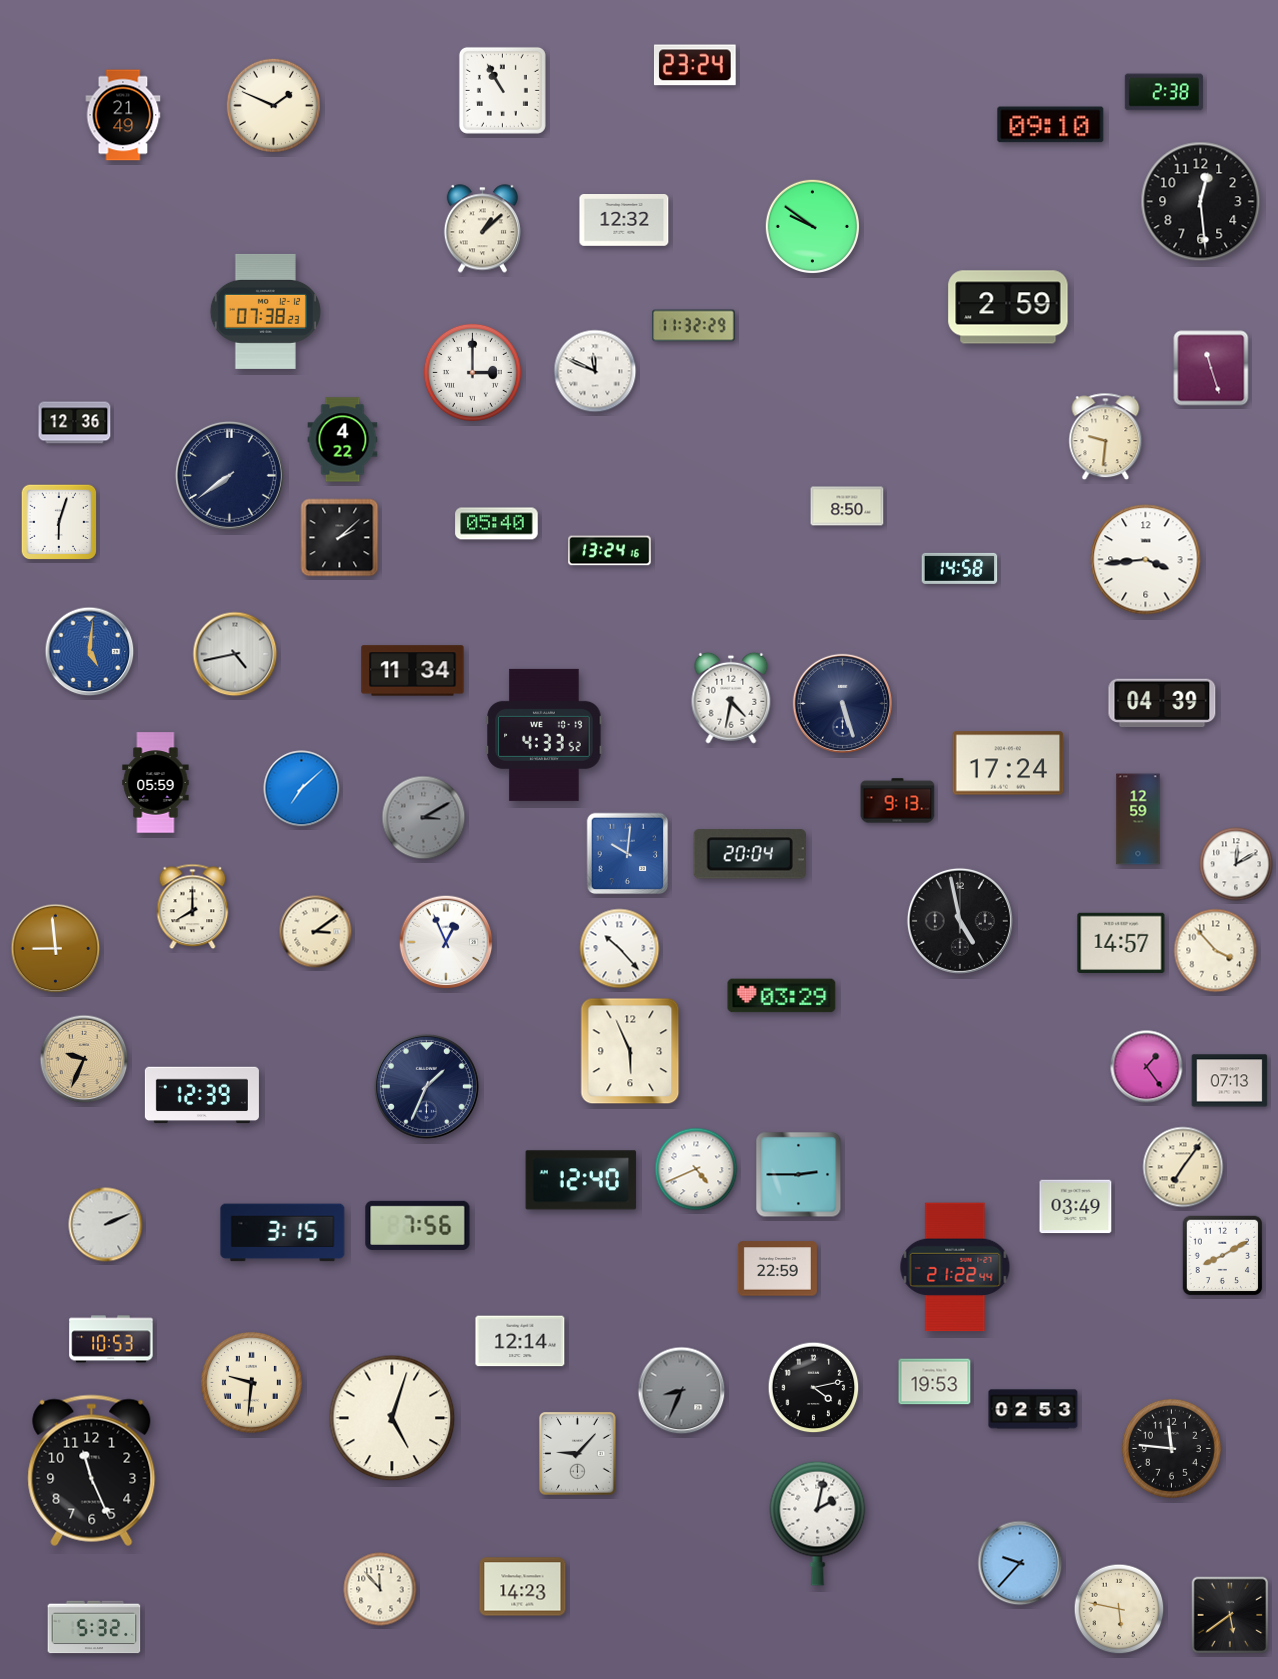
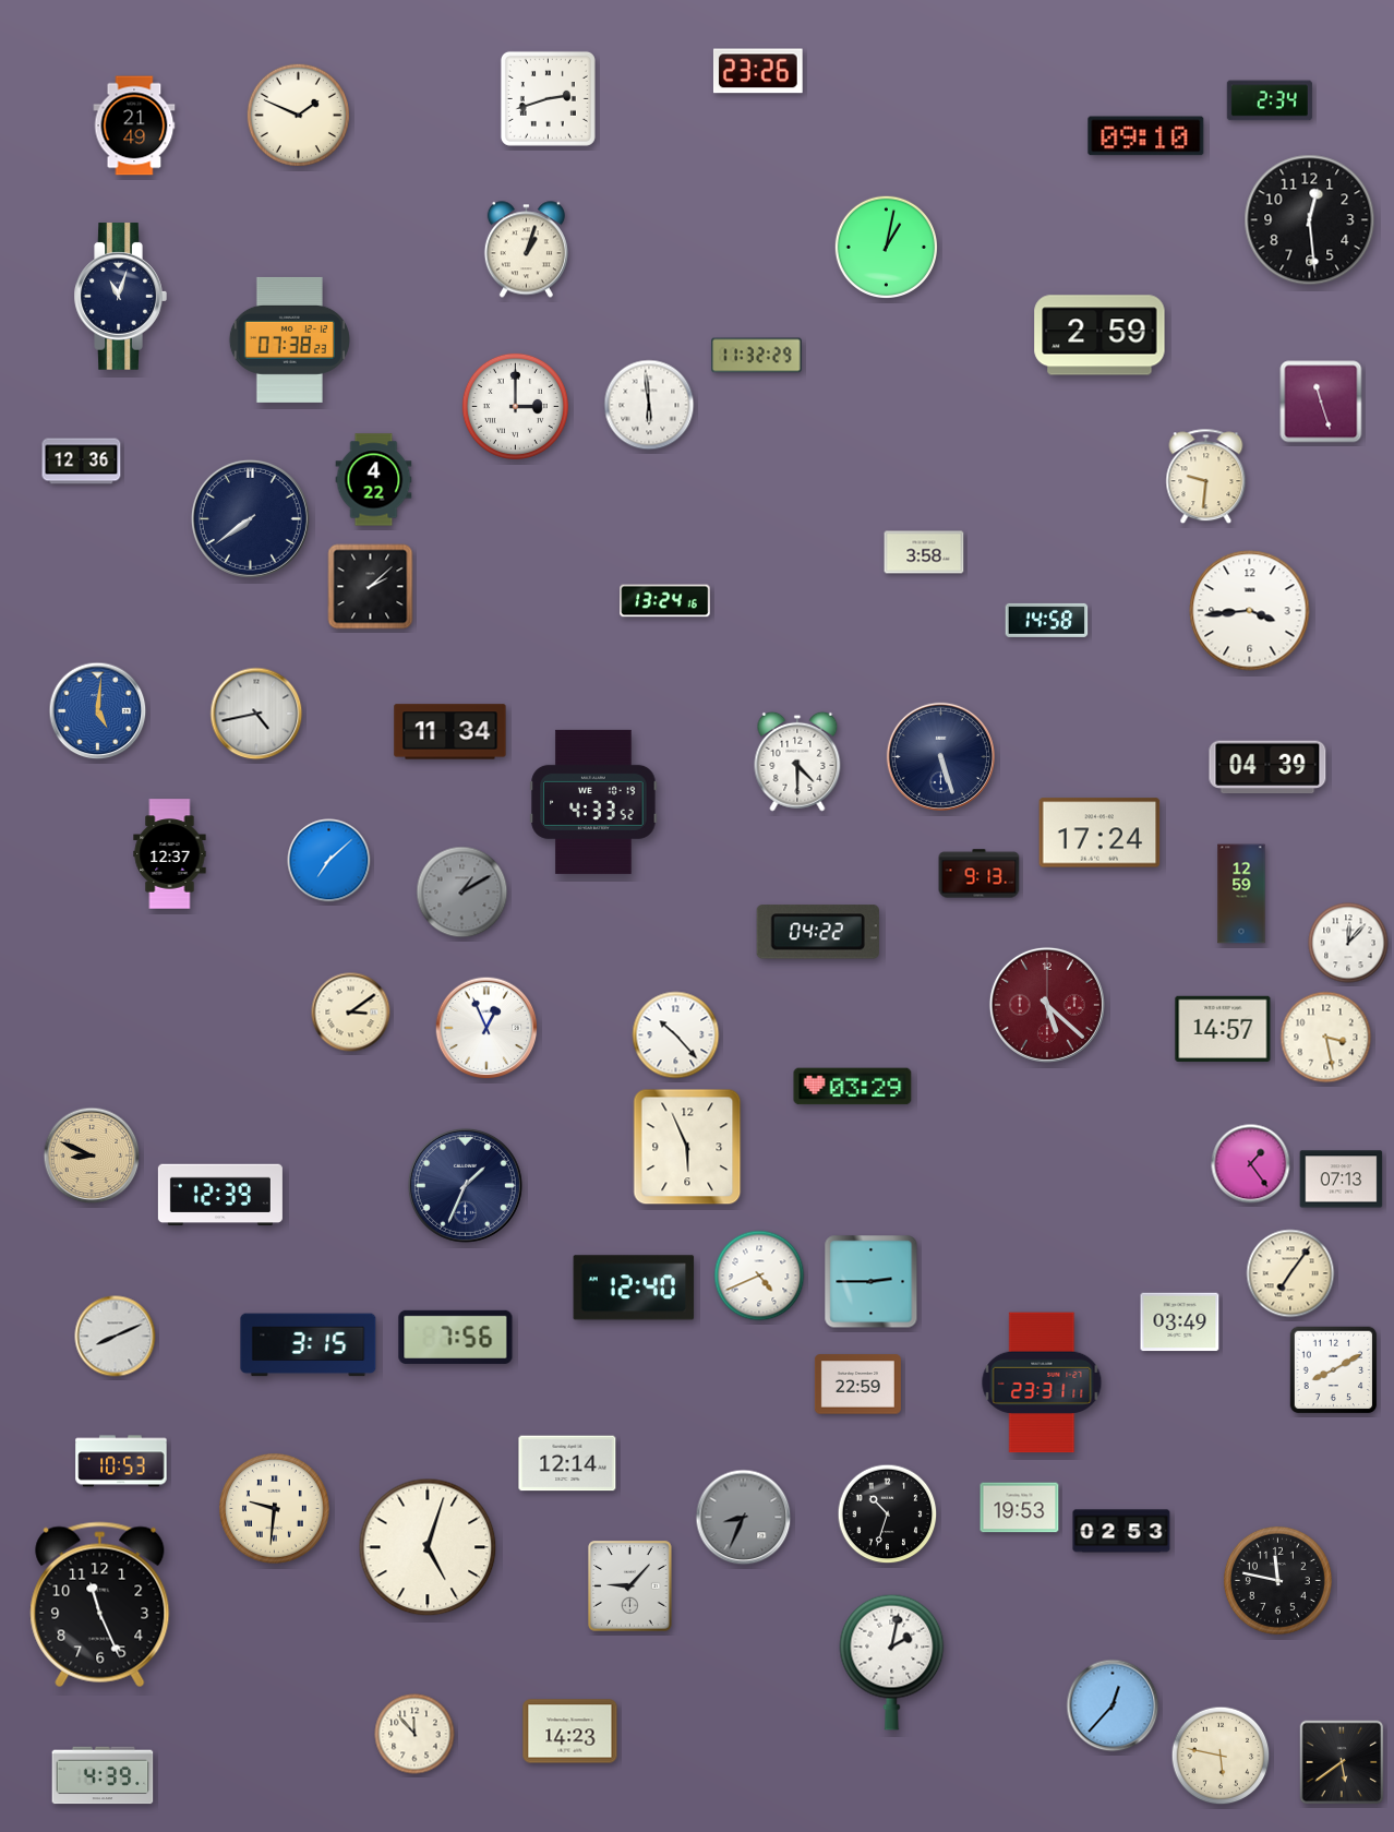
clock at (695, 65): 23:24 -> 23:26
clock at (502, 90): 10:55 -> 2:42
clock at (1164, 92): 2:38 -> 2:34
clock at (624, 221): 12:32 -> none
clock at (812, 226): 9:51 -> 1:02
clock at (482, 229): 1:08 -> 1:03
clock at (120, 297): none -> 11:03
clock at (595, 371): 11:49 -> 5:59
clock at (847, 506): 8:50 -> 3:58
clock at (59, 522): 6:03 -> none
clock at (497, 524): 05:40 -> none
clock at (731, 698): 4:32 -> 4:30
clock at (842, 703) position: (842, 703) -> (940, 756)
clock at (156, 783): 05:59 -> 12:37
clock at (424, 818): 3:10 -> 1:10
clock at (628, 854): 10:01 -> none
clock at (750, 854): 20:04 -> 04:22
clock at (1236, 864): 12:10 -> 12:07
clock at (193, 907): 8:00 -> none
clock at (960, 921): 4:58 -> 5:22
clock at (960, 921) dial: black -> burgundy
clock at (316, 932) position: (316, 932) -> (351, 1013)
clock at (56, 949): 8:59 -> none
clock at (1216, 951): 3:53 -> 3:28
clock at (84, 1059): 9:34 -> 8:49
clock at (1076, 1207) position: (1076, 1207) -> (1180, 1322)
clock at (106, 1225): 2:11 -> 8:11
clock at (955, 1267): 21:22 -> 23:31
clock at (777, 1269) position: (777, 1269) -> (857, 1385)
clock at (814, 1388): 4:13 -> 10:33
clock at (1033, 1409) position: (1033, 1409) -> (1121, 1531)
clock at (1171, 1448): 11:46 -> 11:47
clock at (1020, 1563): 9:37 -> 12:37
clock at (94, 1627): 5:32 -> 4:39
